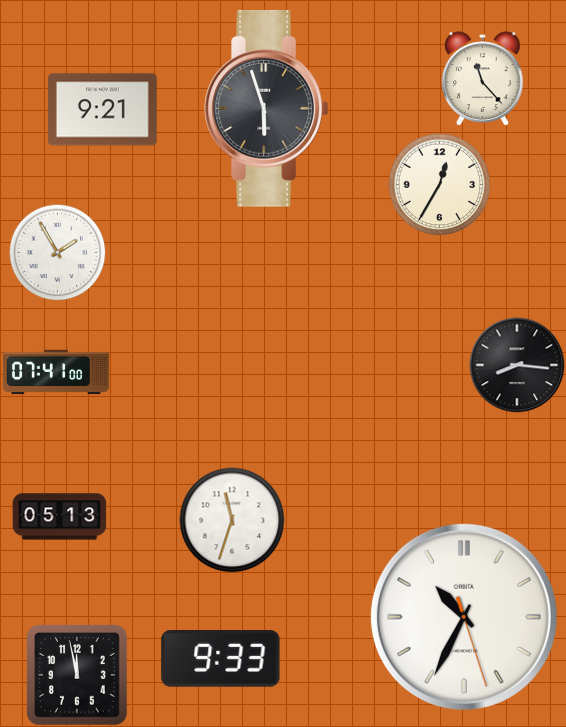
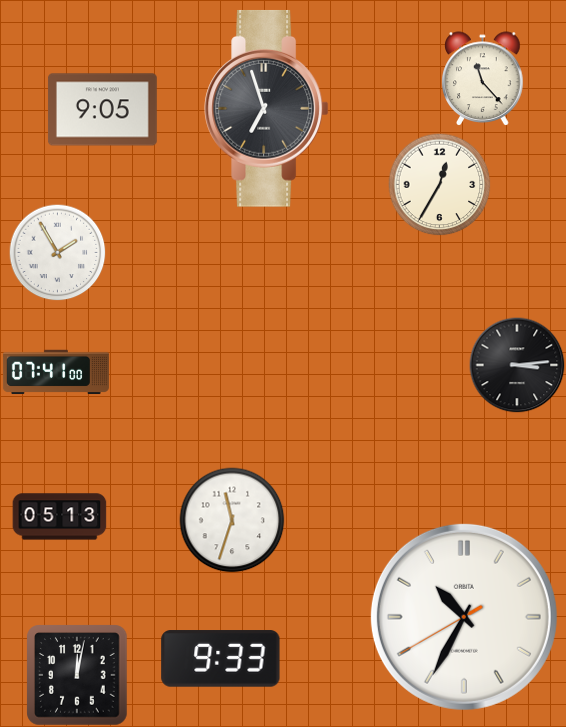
clock at (266, 108): 5:57 -> 6:57
clock at (102, 110): 9:21 -> 9:05
clock at (517, 365): 8:16 -> 3:14
clock at (464, 617): 10:34:27 -> 10:34:40
clock at (77, 675): 11:58 -> 12:02
